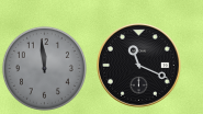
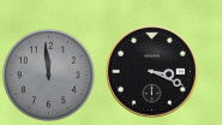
clock at (139, 66): 11:19 -> 3:19
